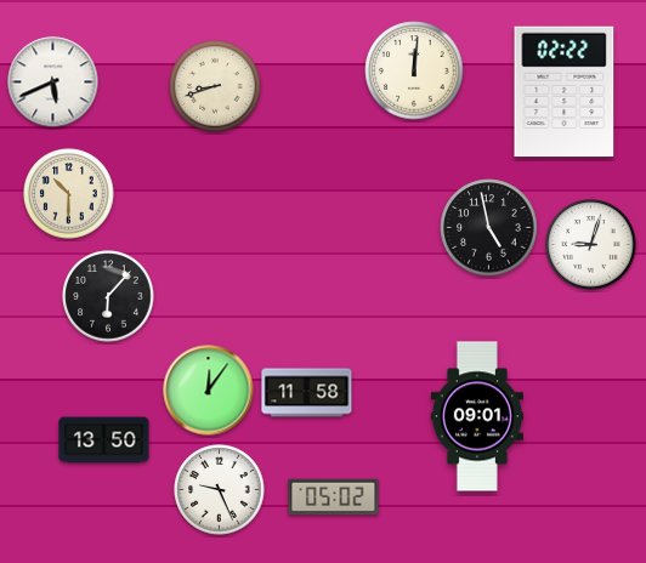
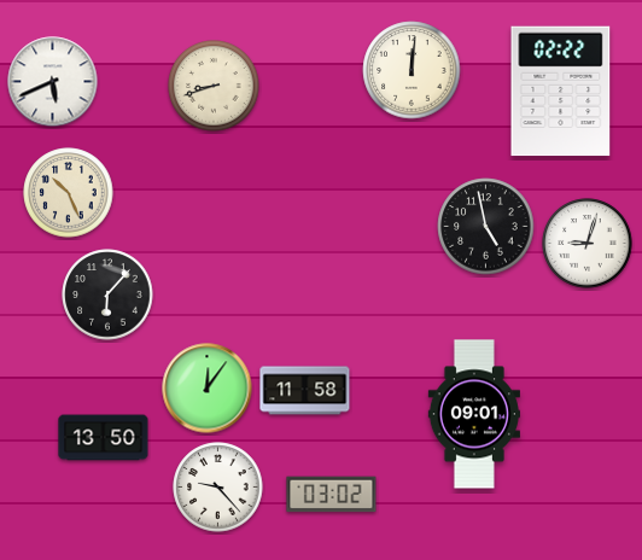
clock at (69, 194): 10:30 -> 10:26
clock at (220, 490): 9:26 -> 9:23
clock at (334, 497): 05:02 -> 03:02
